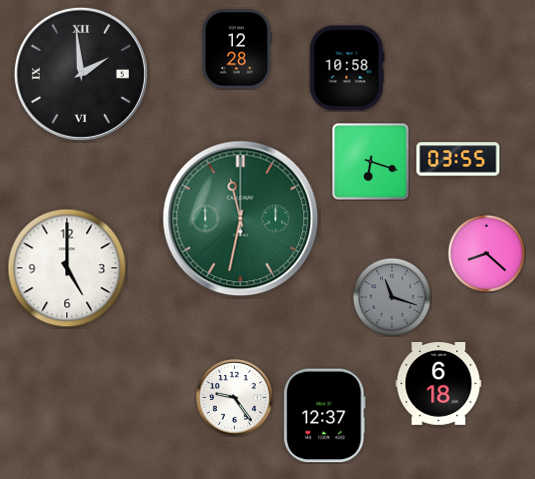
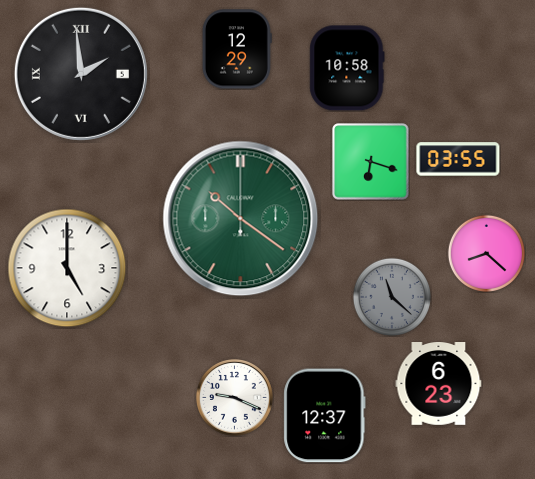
clock at (237, 49): 12:28 -> 12:29
clock at (241, 219): 11:32 -> 10:21
clock at (391, 296): 11:18 -> 11:22
clock at (439, 384): 6:18 -> 6:23
clock at (235, 398): 9:24 -> 9:19
